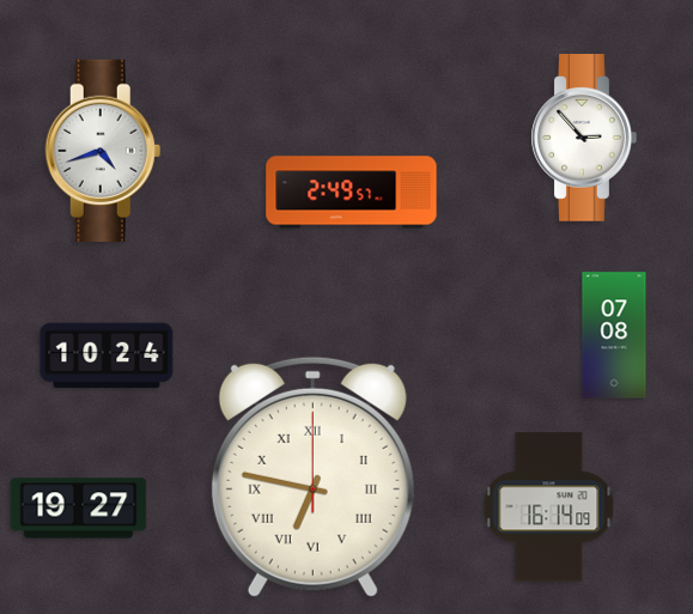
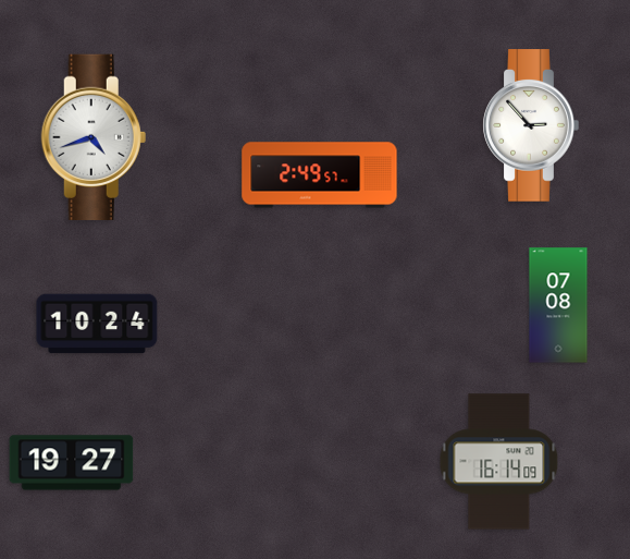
clock at (312, 476): 6:47 -> none
